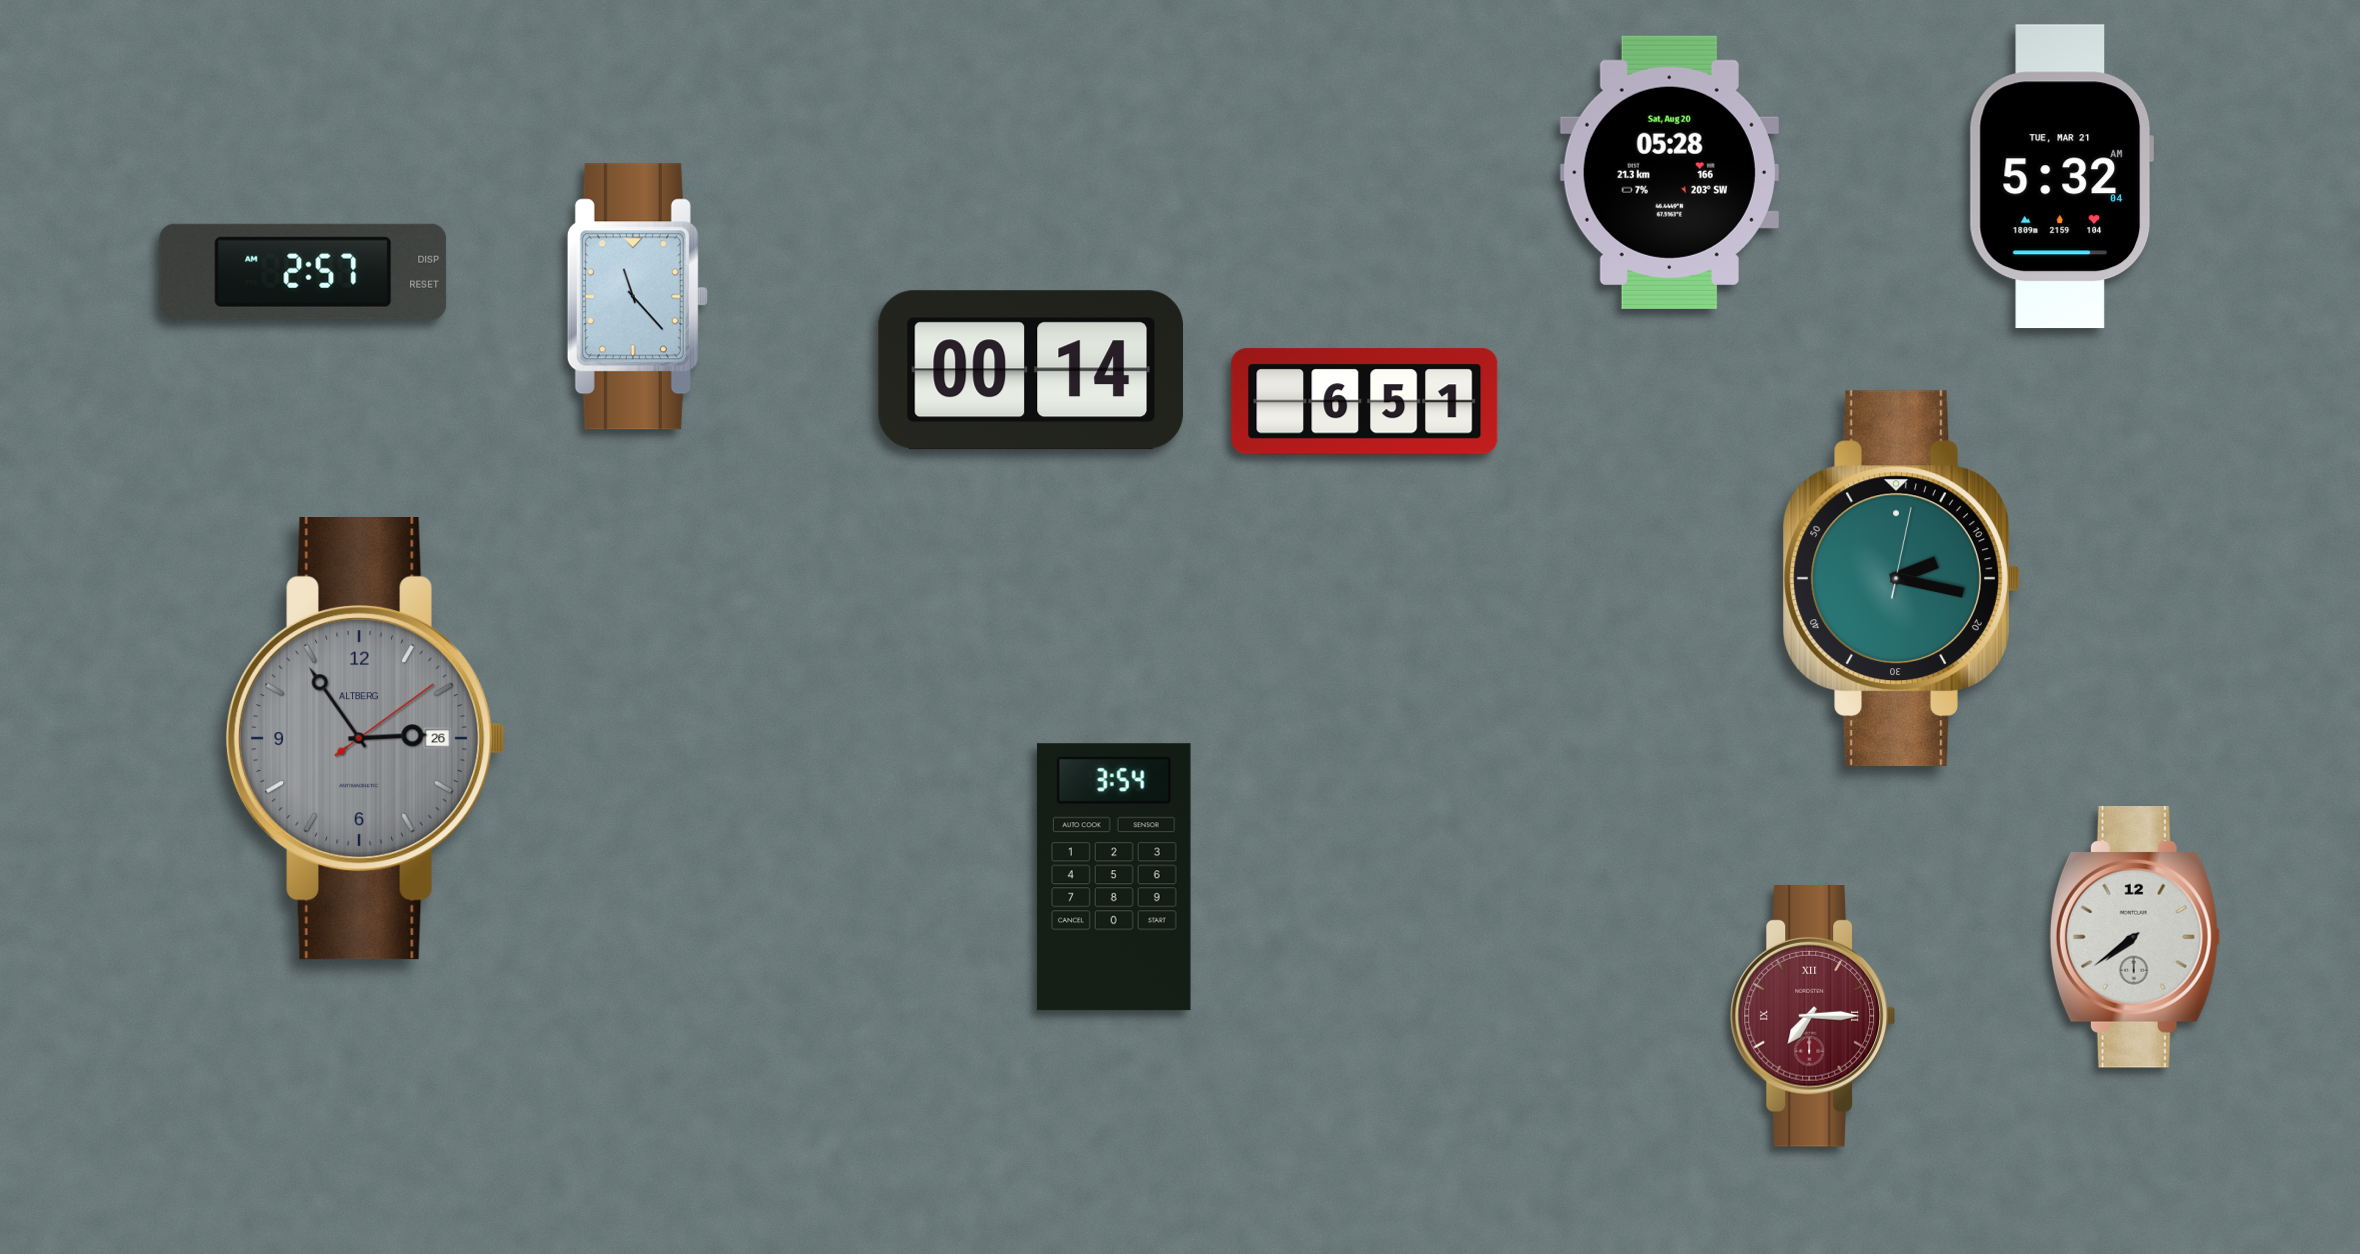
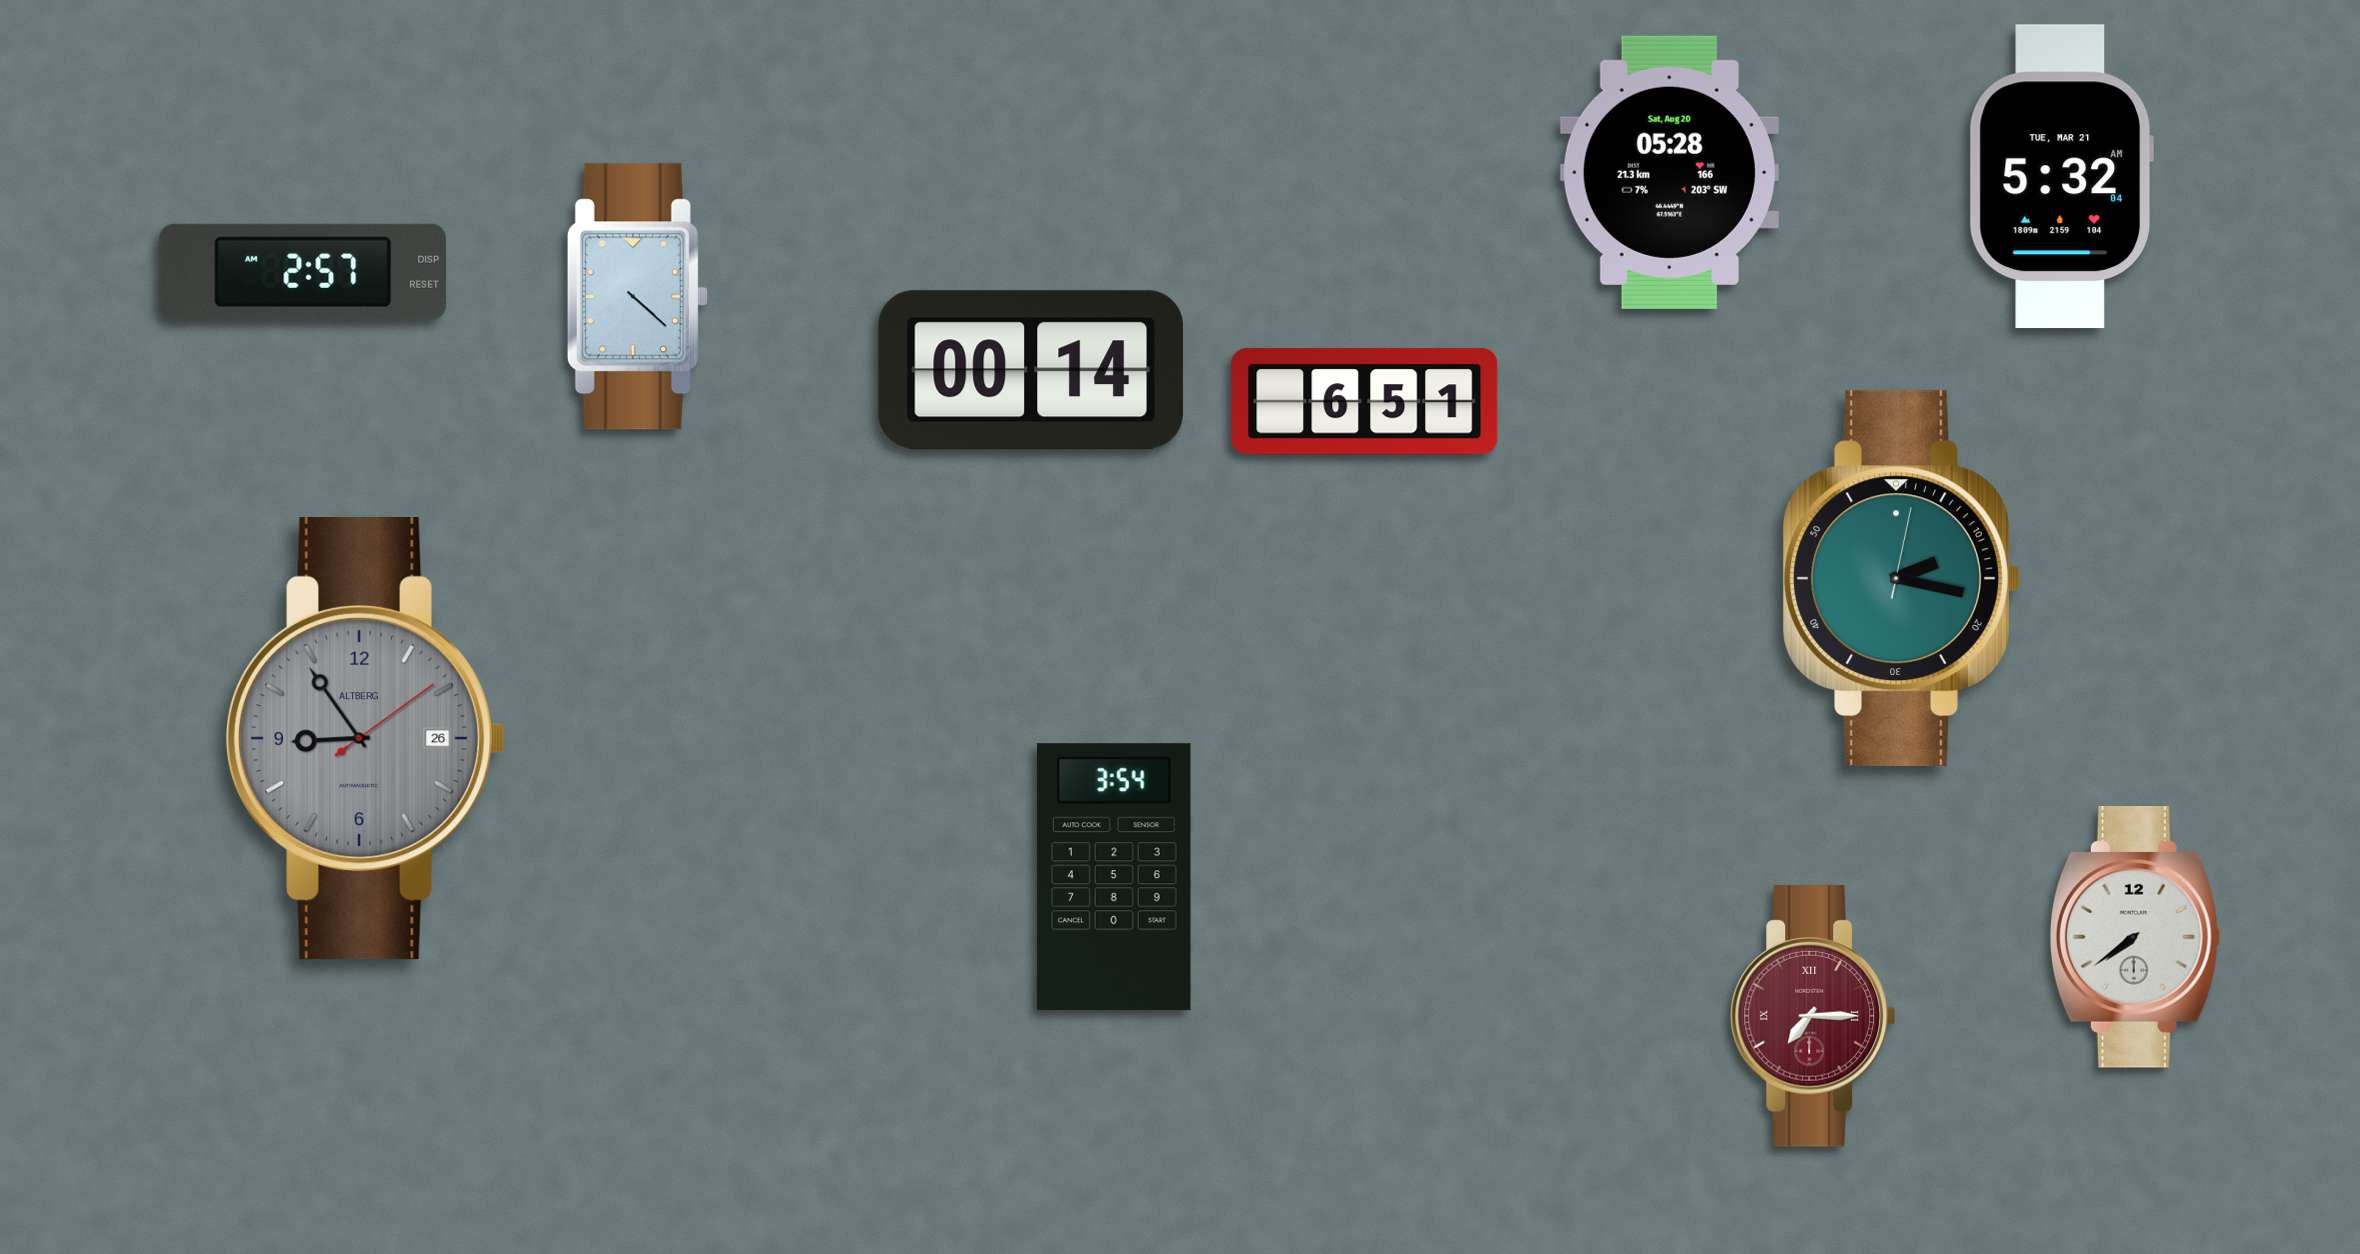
clock at (637, 297): 11:23 -> 4:22
clock at (366, 739): 2:54 -> 8:54
